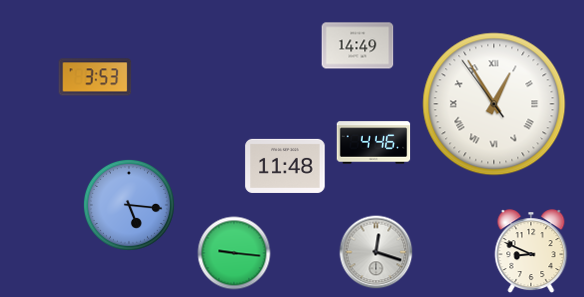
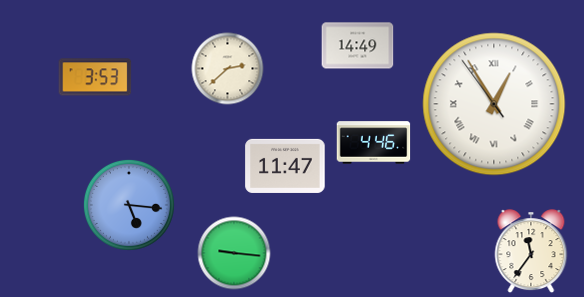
clock at (228, 69): none -> 2:38
clock at (285, 166): 11:48 -> 11:47
clock at (376, 252): 12:18 -> none
clock at (531, 252): 8:49 -> 11:36
